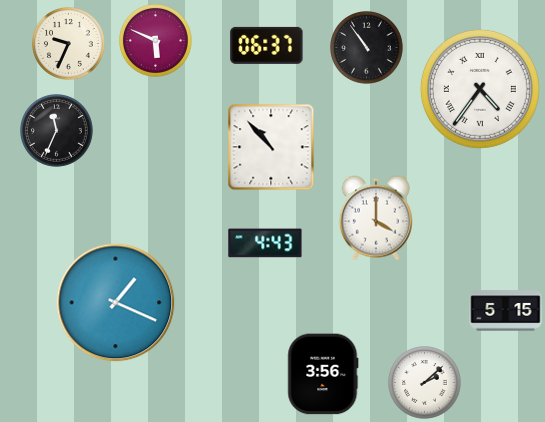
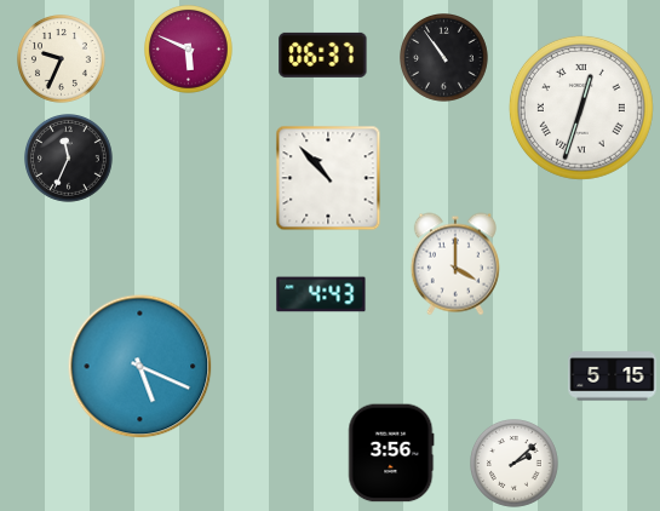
clock at (69, 44) position: (69, 44) -> (62, 59)
clock at (480, 89): 4:36 -> 12:33
clock at (116, 303): 1:19 -> 5:19
